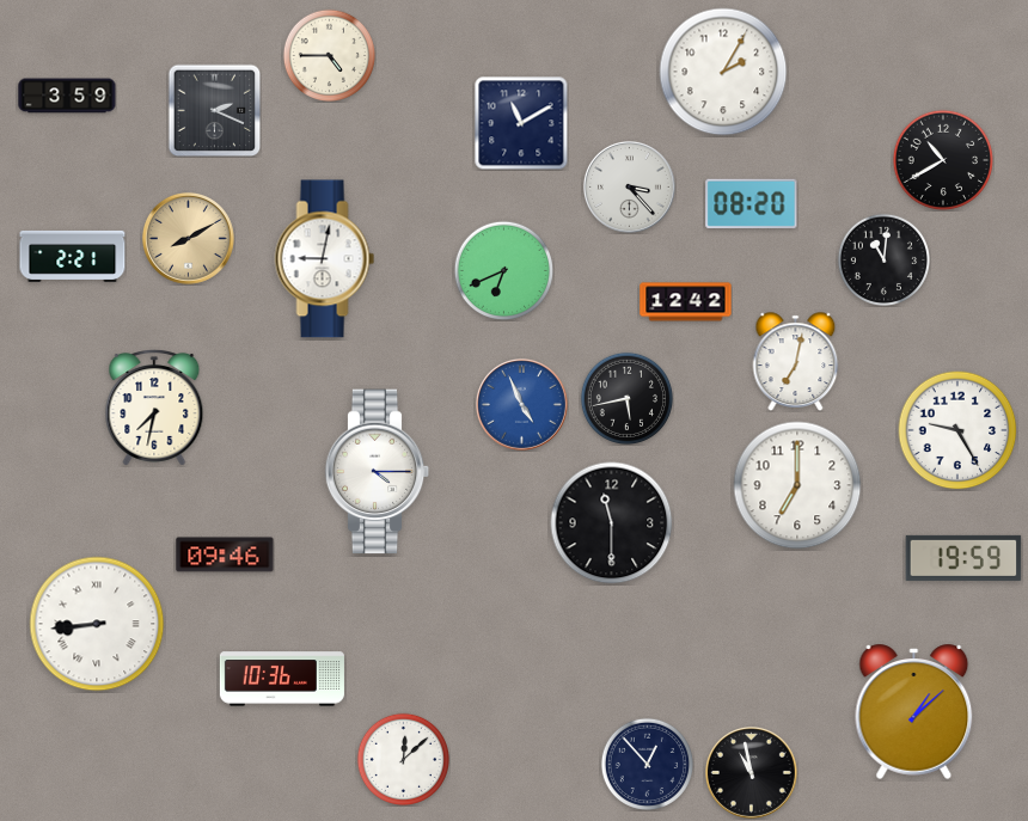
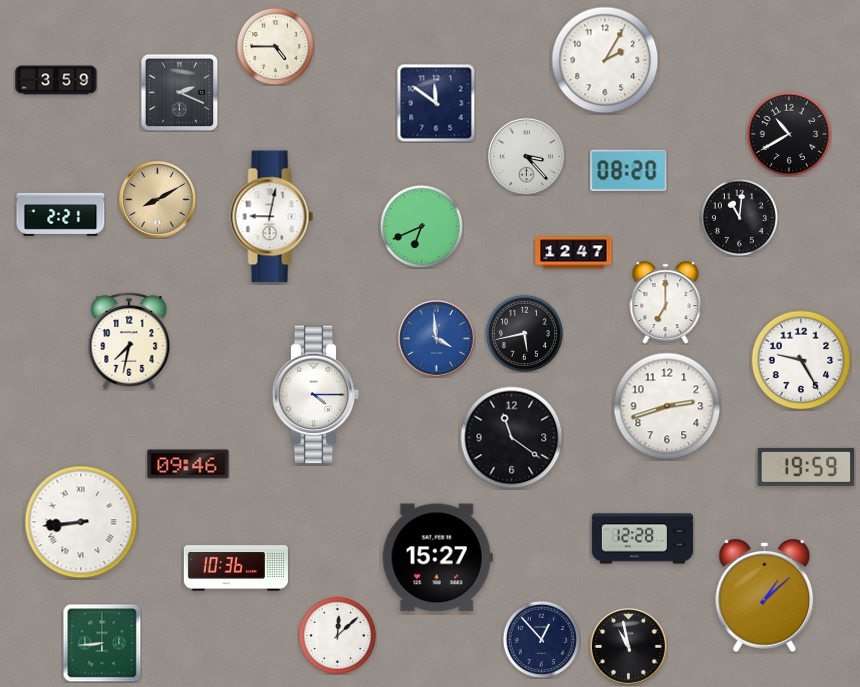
clock at (521, 123): 11:10 -> 11:51
clock at (686, 302): 12:42 -> 12:47
clock at (796, 362): 7:02 -> 7:00
clock at (522, 405): 4:56 -> 3:59
clock at (797, 485): 7:00 -> 2:42
clock at (612, 523): 11:30 -> 11:21
clock at (643, 539): none -> 12:28
clock at (437, 558): none -> 15:27
clock at (102, 643): none -> 8:44
